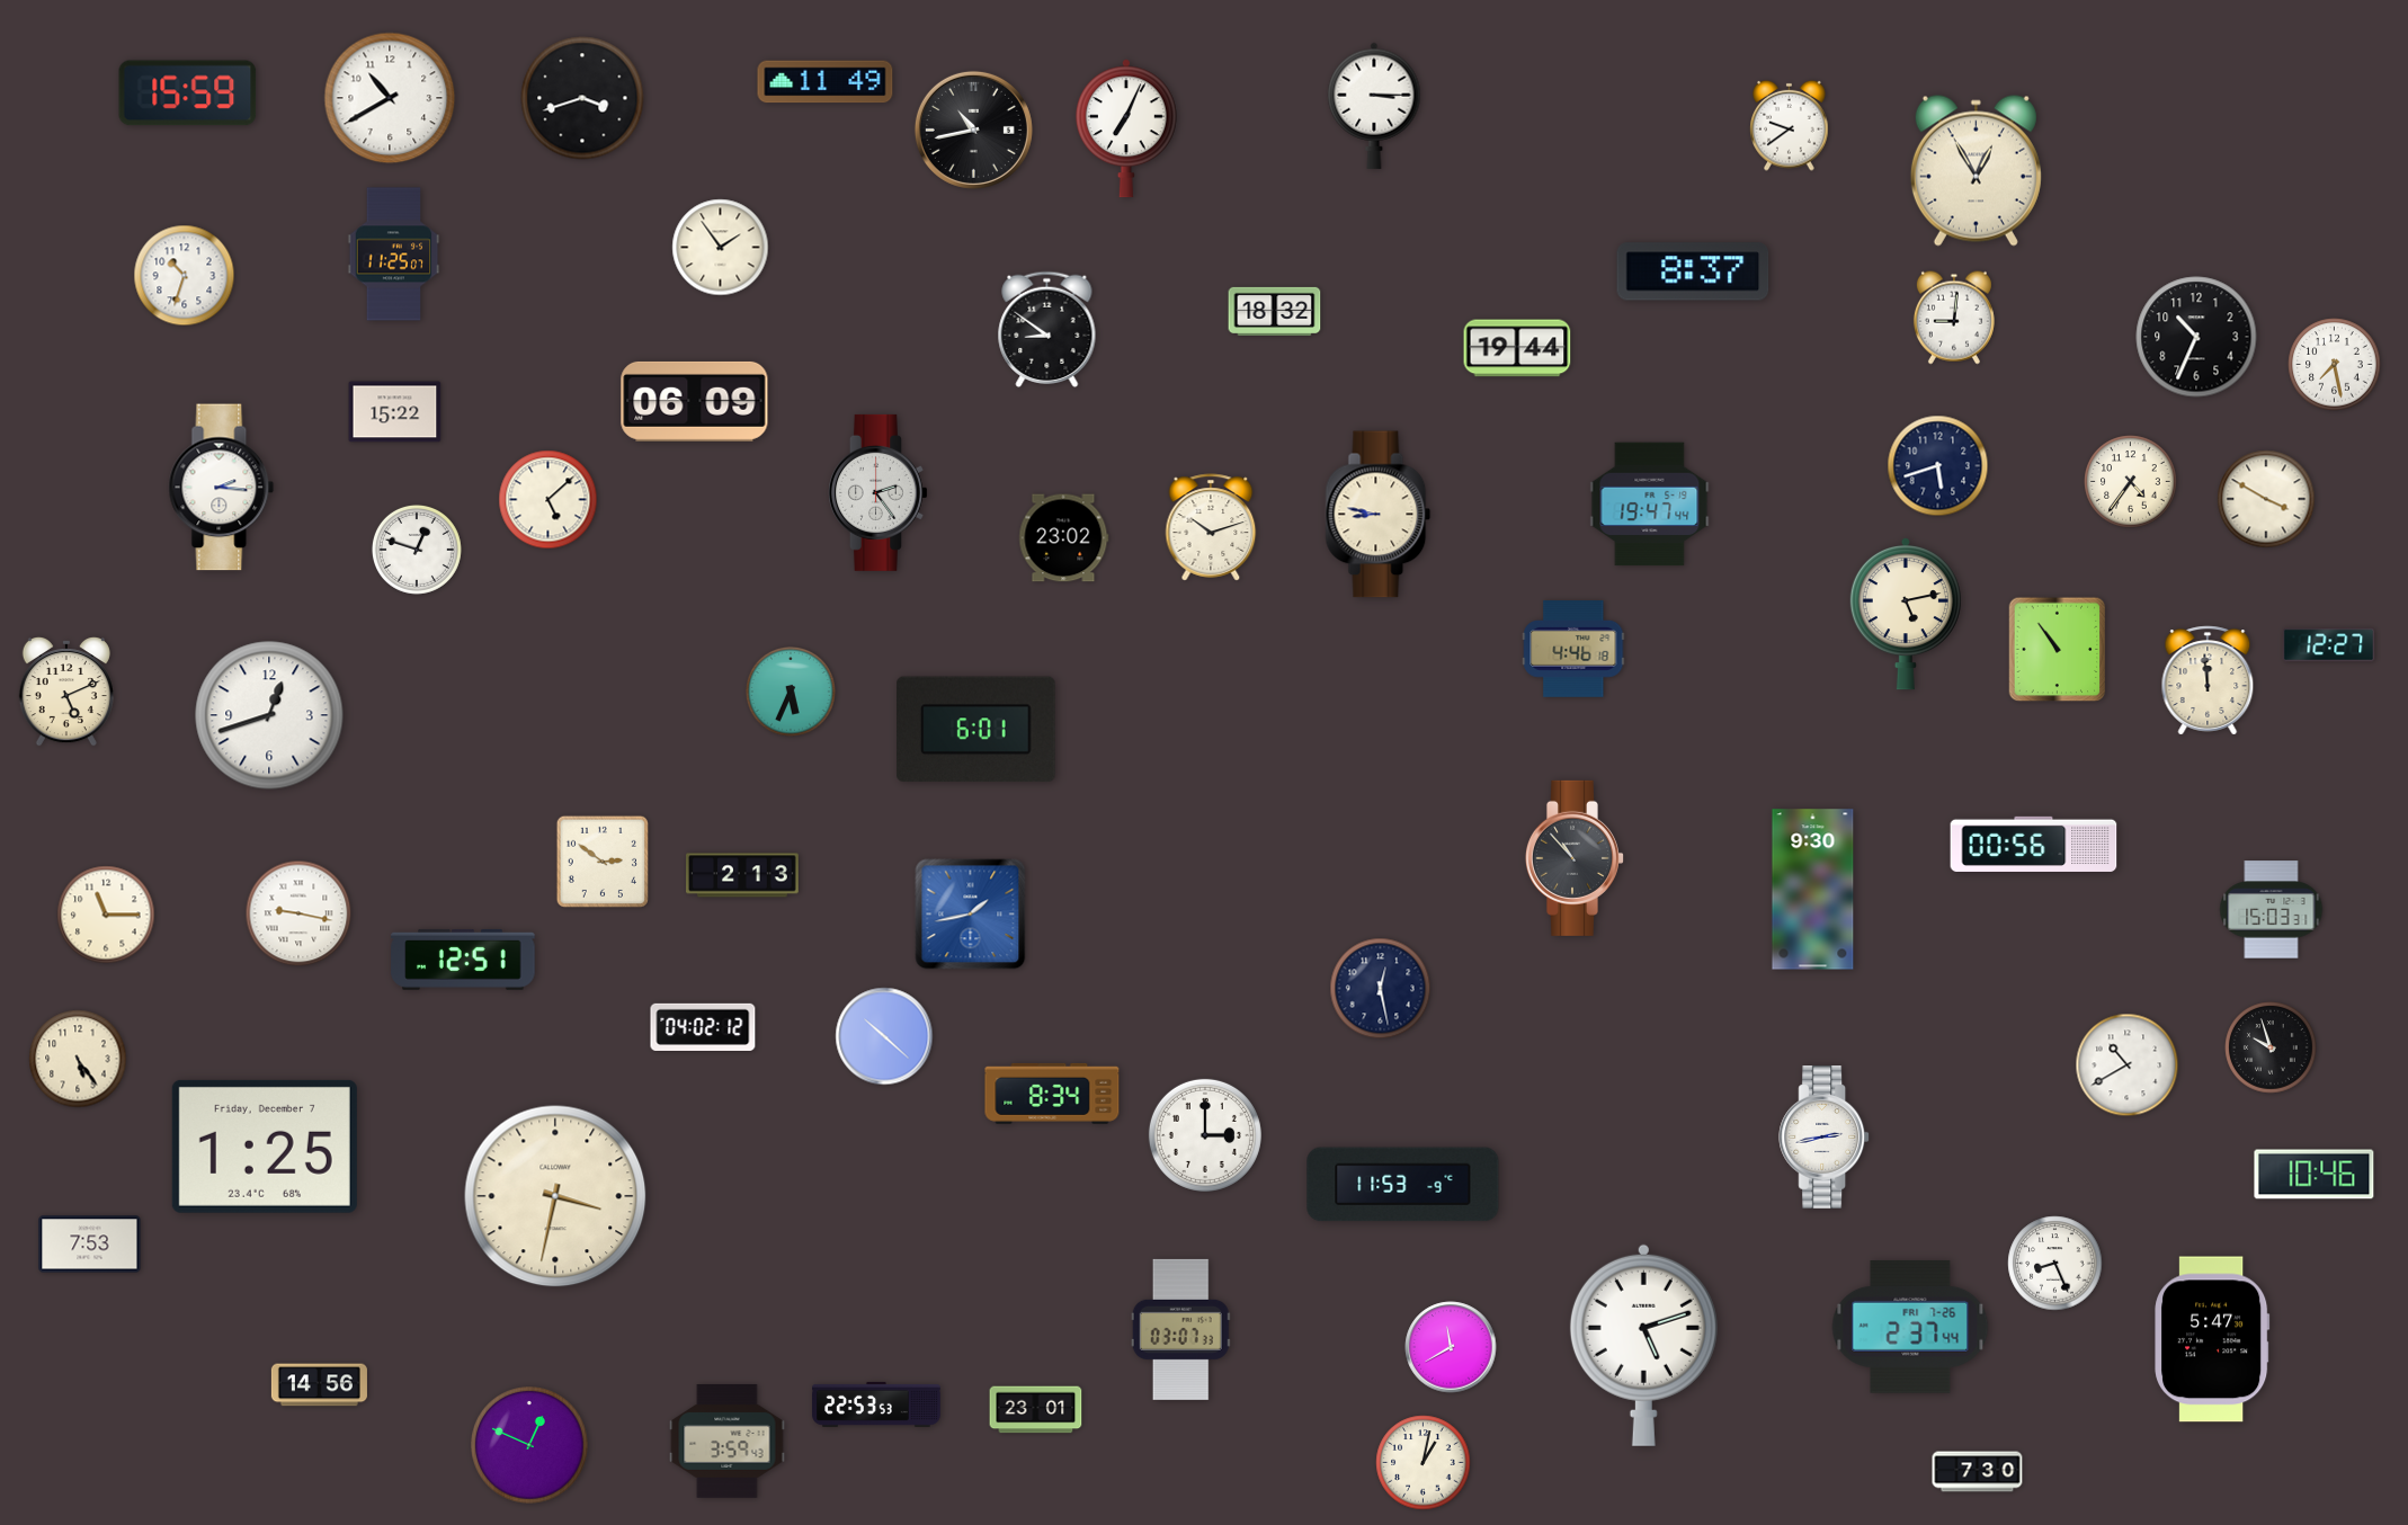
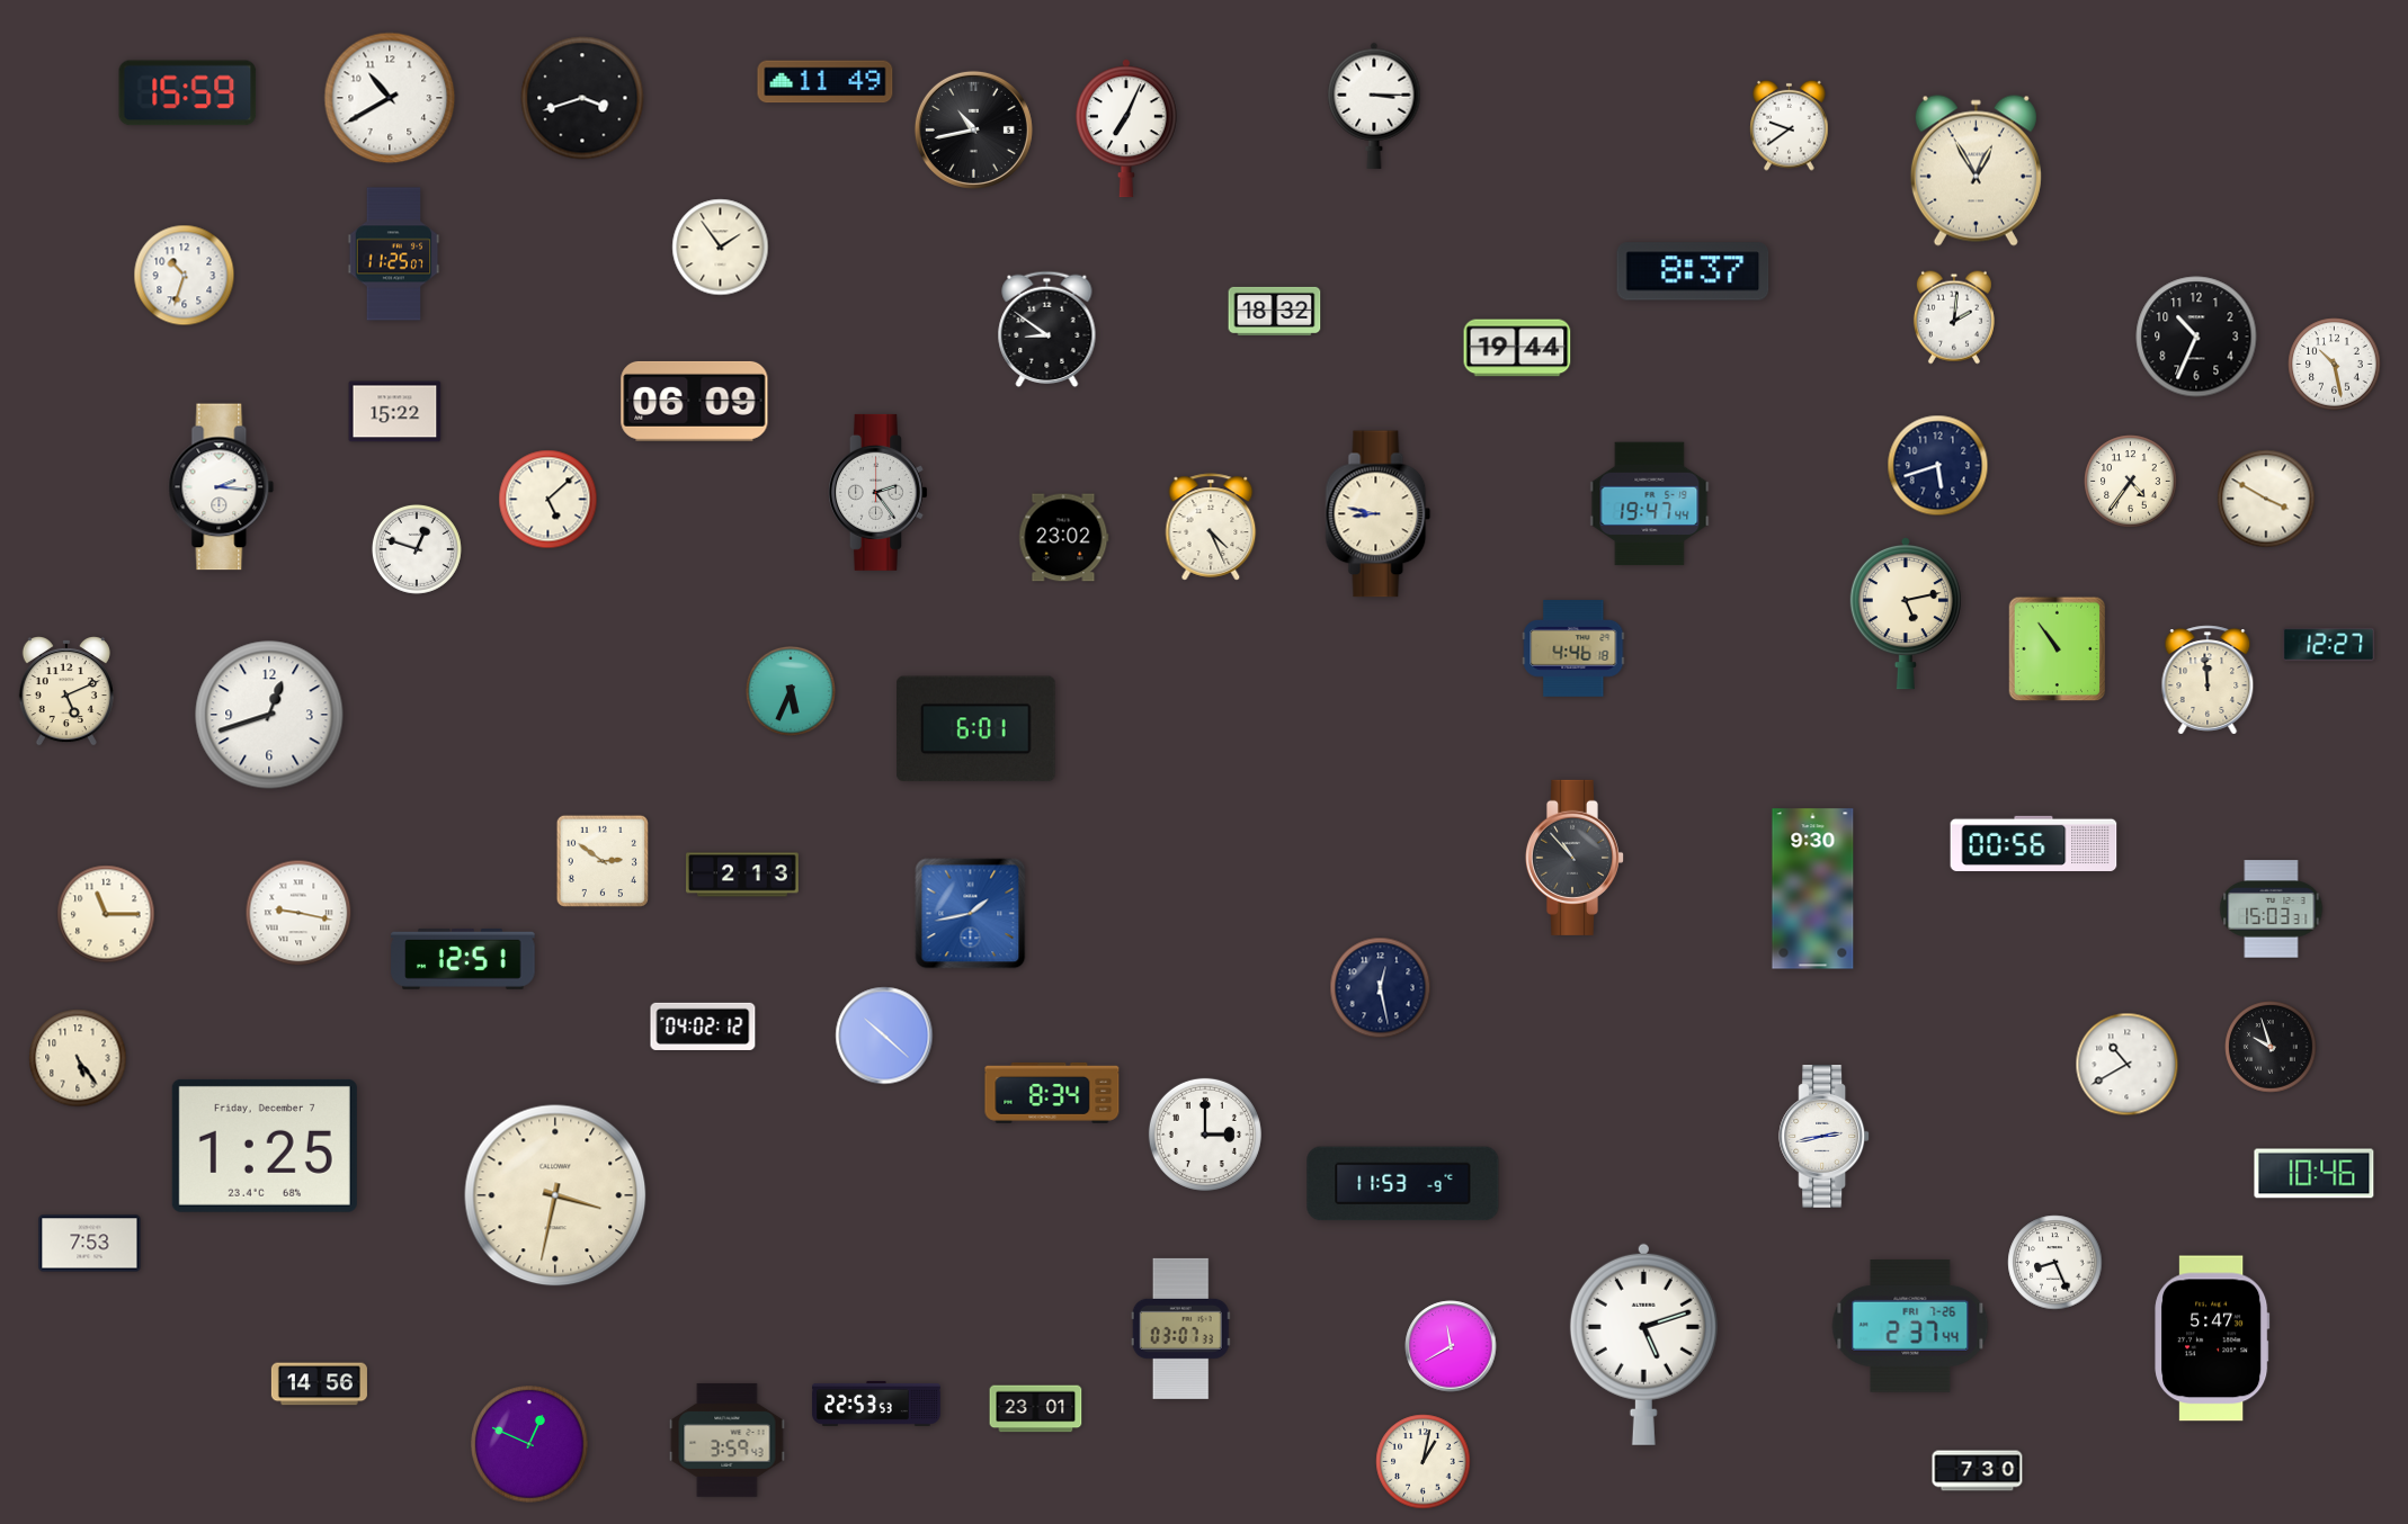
clock at (1954, 318): 9:01 -> 2:01
clock at (2335, 365): 7:28 -> 10:28
clock at (1211, 527): 10:12 -> 4:26
